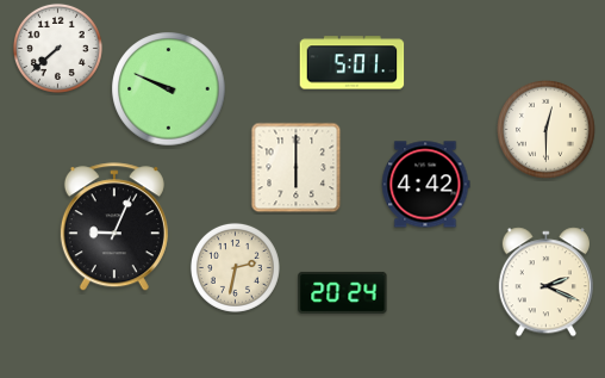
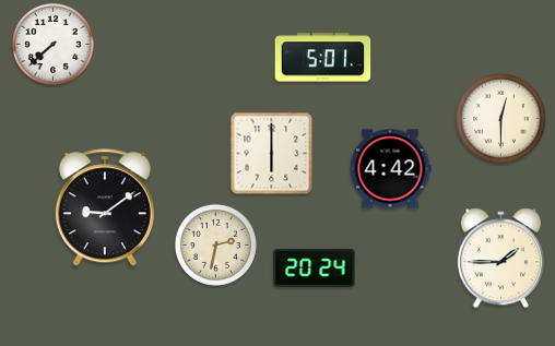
clock at (169, 89): 9:49 -> none
clock at (114, 228): 9:04 -> 9:09
clock at (545, 283): 2:19 -> 1:45
